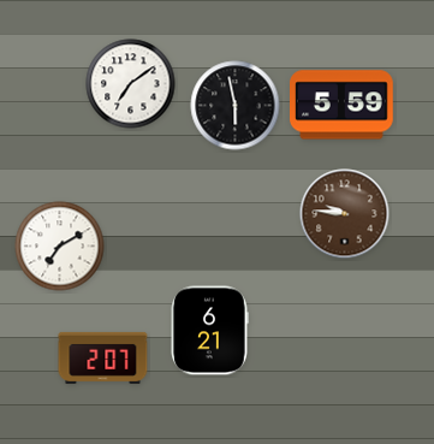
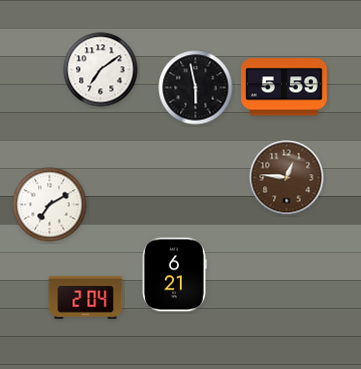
clock at (131, 84) position: (131, 84) -> (101, 70)
clock at (345, 214): 9:46 -> 12:46
clock at (103, 357): 2:07 -> 2:04
